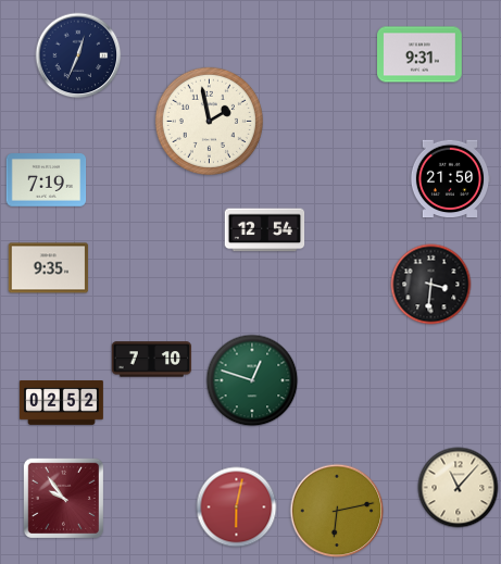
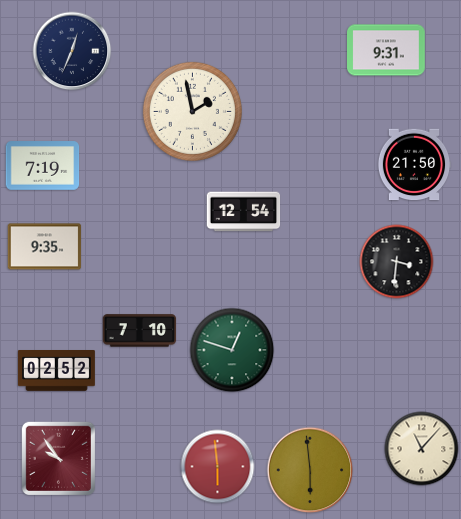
clock at (237, 507): 6:02 -> 5:59
clock at (337, 511): 6:13 -> 5:59
